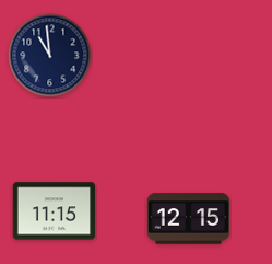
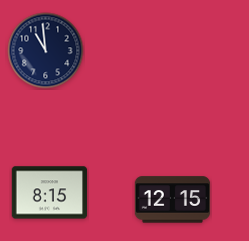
clock at (55, 211): 11:15 -> 8:15
